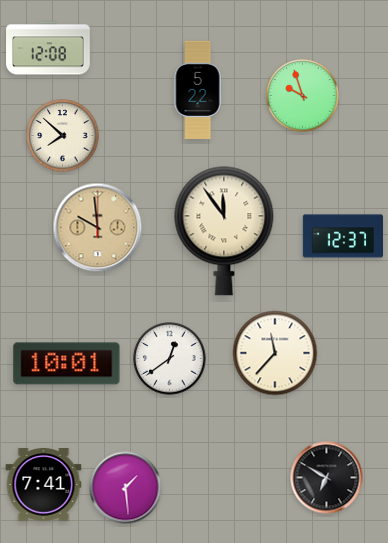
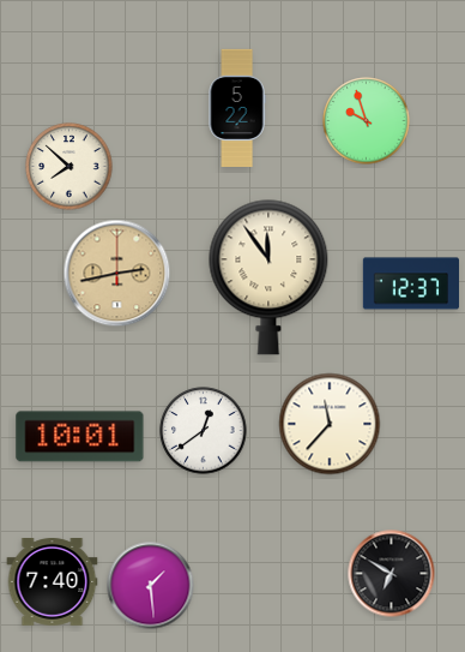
clock at (48, 48): 12:08 -> none
clock at (303, 96) position: (303, 96) -> (367, 121)
clock at (63, 136) position: (63, 136) -> (70, 167)
clock at (98, 228): 9:59 -> 2:43
clock at (44, 485): 7:41 -> 7:40
